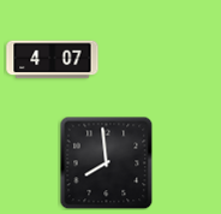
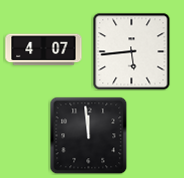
clock at (131, 51): none -> 5:44
clock at (106, 162): 7:59 -> 11:59
